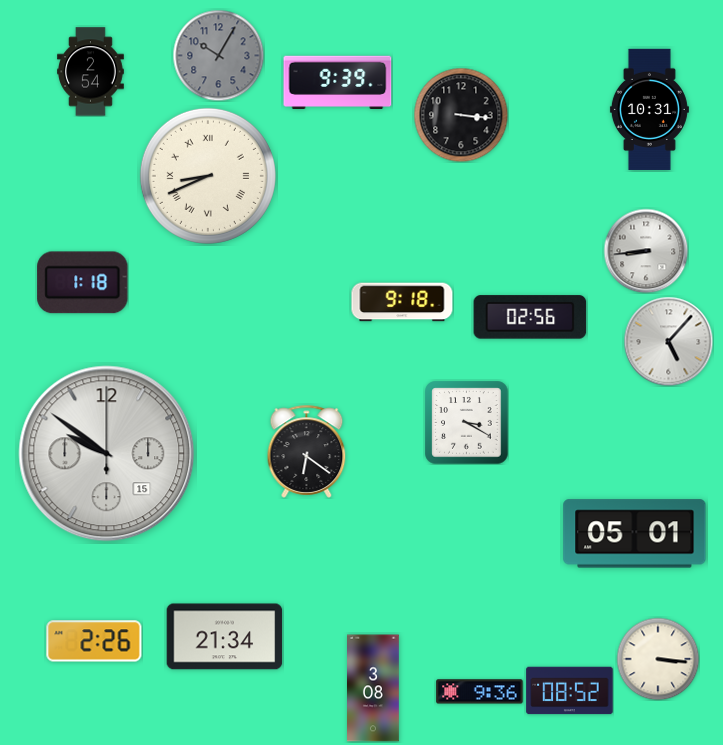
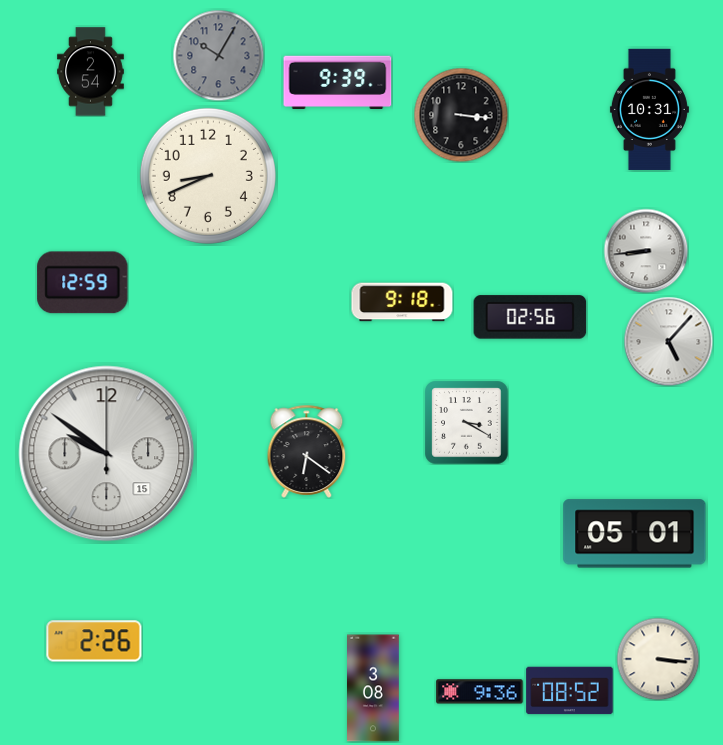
clock at (208, 176) numerals: Roman -> Arabic
clock at (83, 283): 1:18 -> 12:59
clock at (225, 637): 21:34 -> none
